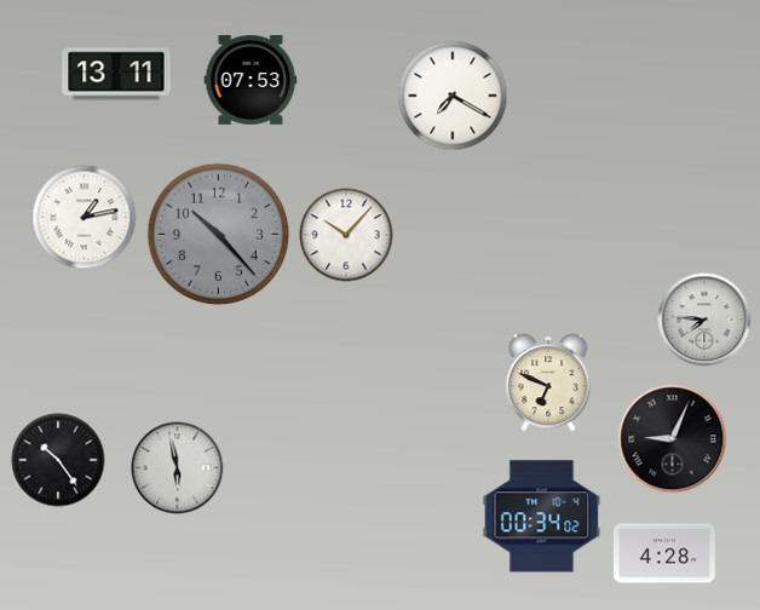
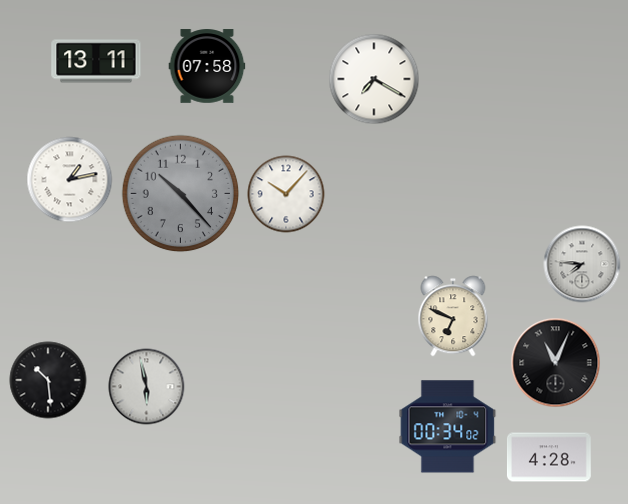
clock at (251, 80): 07:53 -> 07:58
clock at (673, 439): 9:04 -> 11:04
clock at (58, 460): 10:24 -> 10:29
